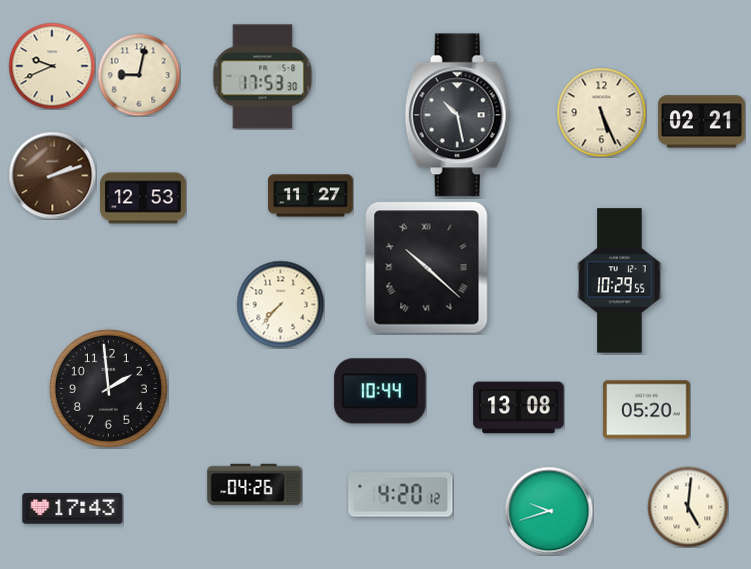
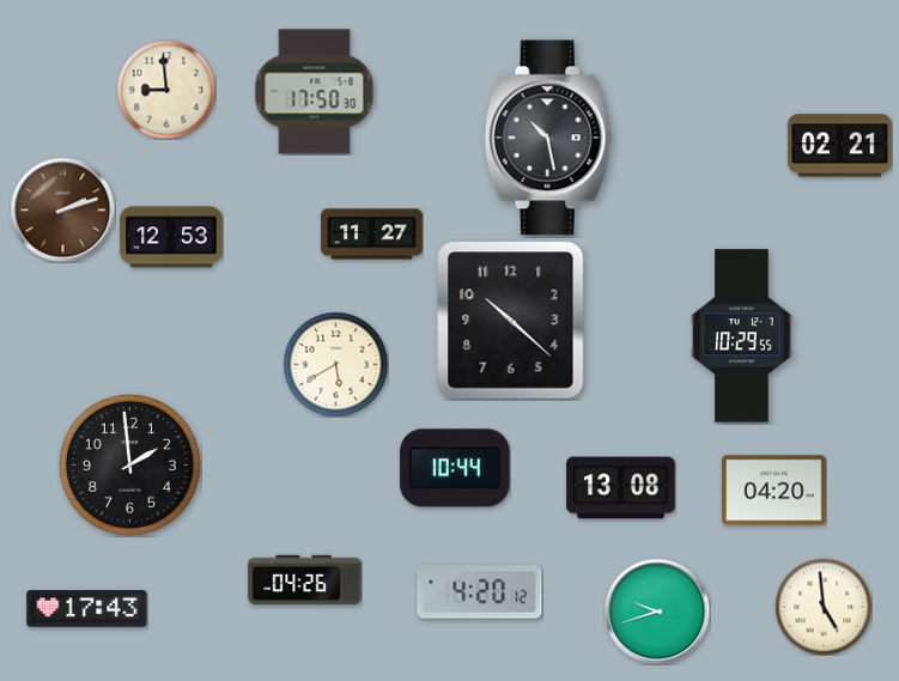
clock at (52, 66): 9:41 -> none
clock at (139, 75): 9:02 -> 8:59
clock at (263, 77): 17:53 -> 17:50
clock at (601, 112): 5:26 -> none
clock at (427, 268) numerals: Roman -> Arabic
clock at (280, 304): 7:37 -> 5:40
clock at (647, 410): 05:20 -> 04:20
clock at (688, 507): 5:01 -> 4:59
